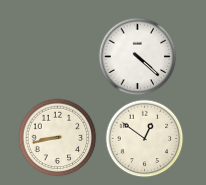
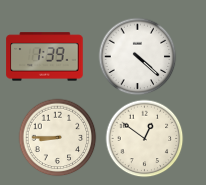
clock at (45, 57): none -> 1:39
clock at (57, 137): 8:43 -> 8:45
